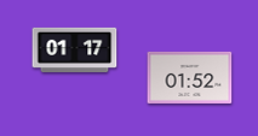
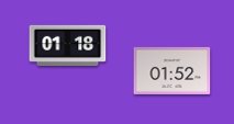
clock at (75, 49): 01:17 -> 01:18
